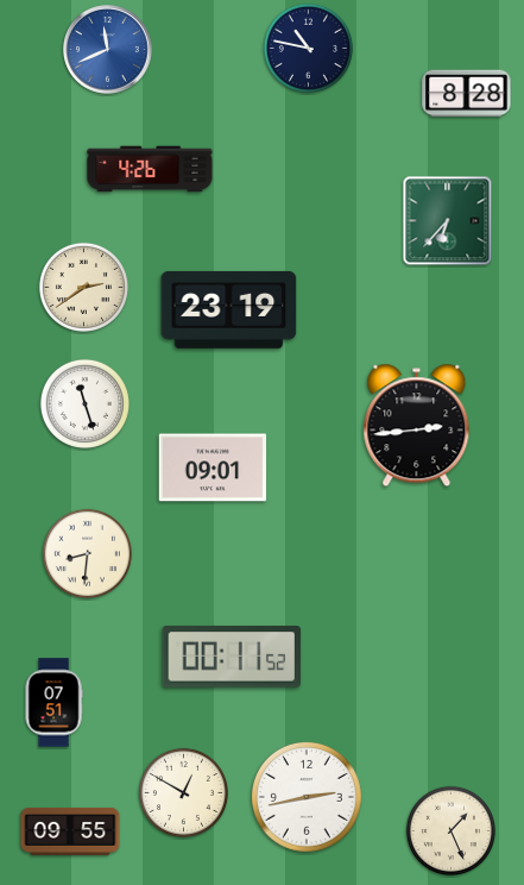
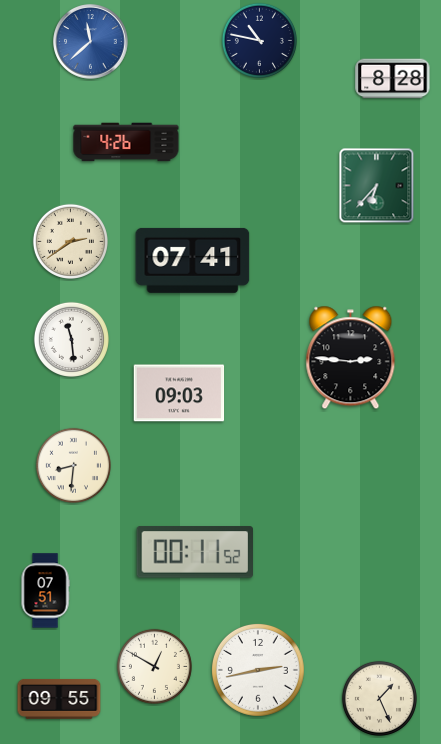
clock at (108, 50): 11:41 -> 11:38
clock at (229, 309): 23:19 -> 07:41
clock at (84, 403): 11:27 -> 11:29
clock at (417, 426): 2:44 -> 2:46
clock at (213, 467): 09:01 -> 09:03
